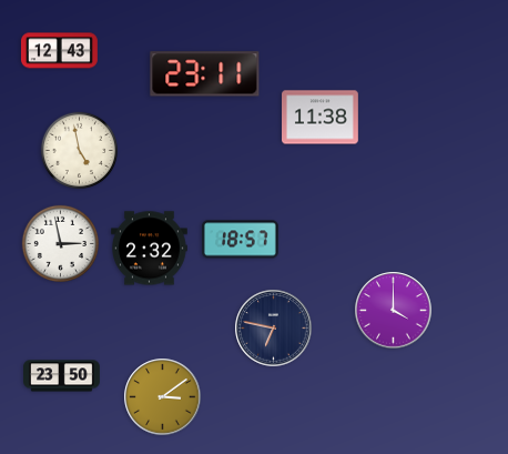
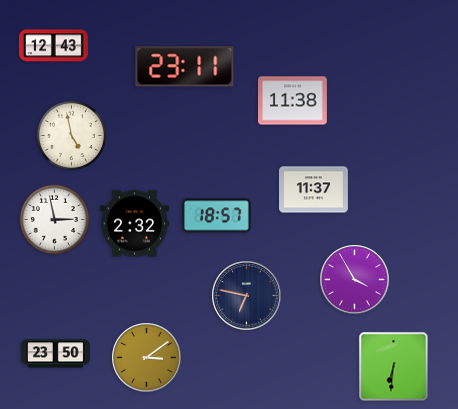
clock at (321, 118) position: (321, 118) -> (293, 101)
clock at (314, 190): none -> 11:37
clock at (394, 311): 4:00 -> 3:55
clock at (62, 376) position: (62, 376) -> (56, 354)
clock at (394, 367): none -> 6:31
